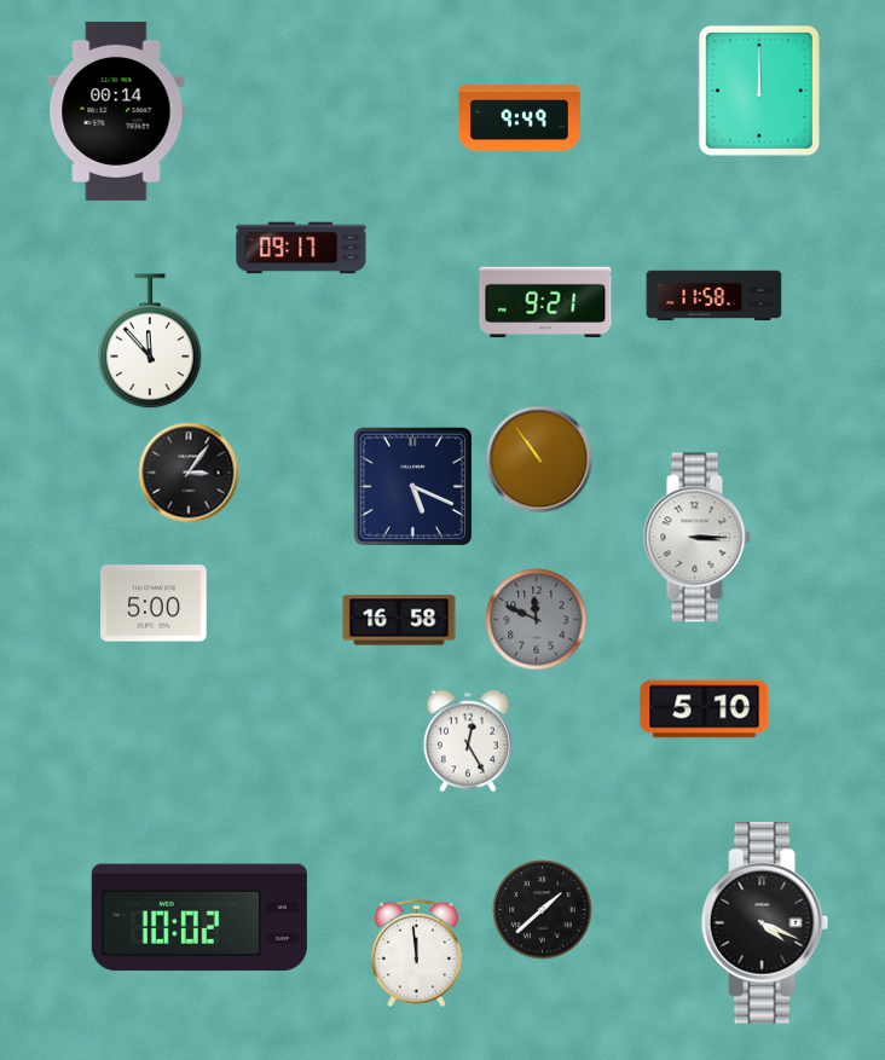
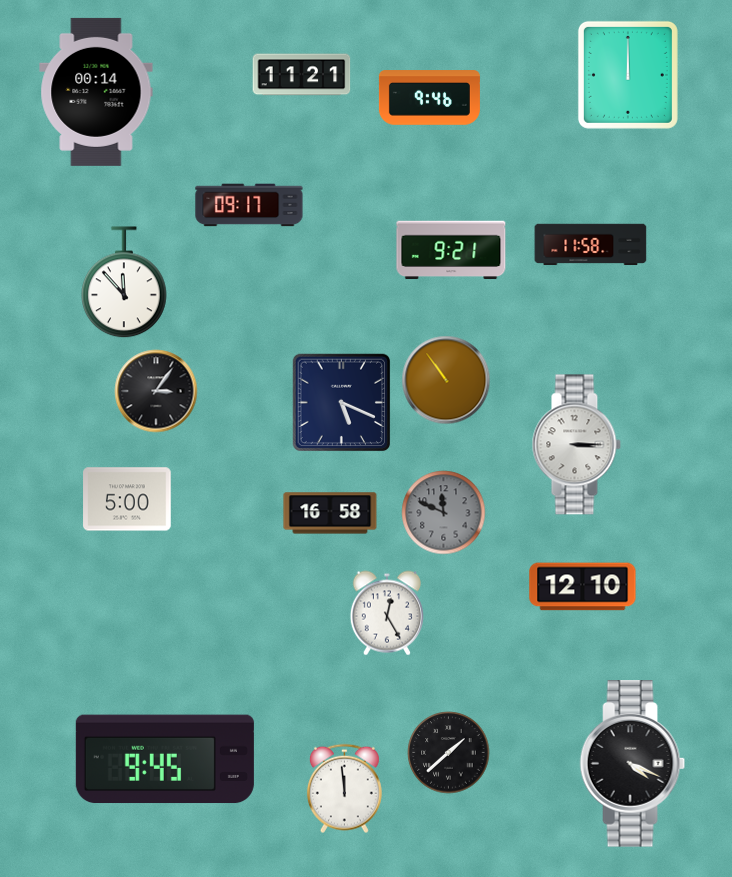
clock at (302, 75): none -> 11:21
clock at (519, 118): 9:49 -> 9:46
clock at (705, 709): 5:10 -> 12:10
clock at (199, 917): 10:02 -> 9:45
